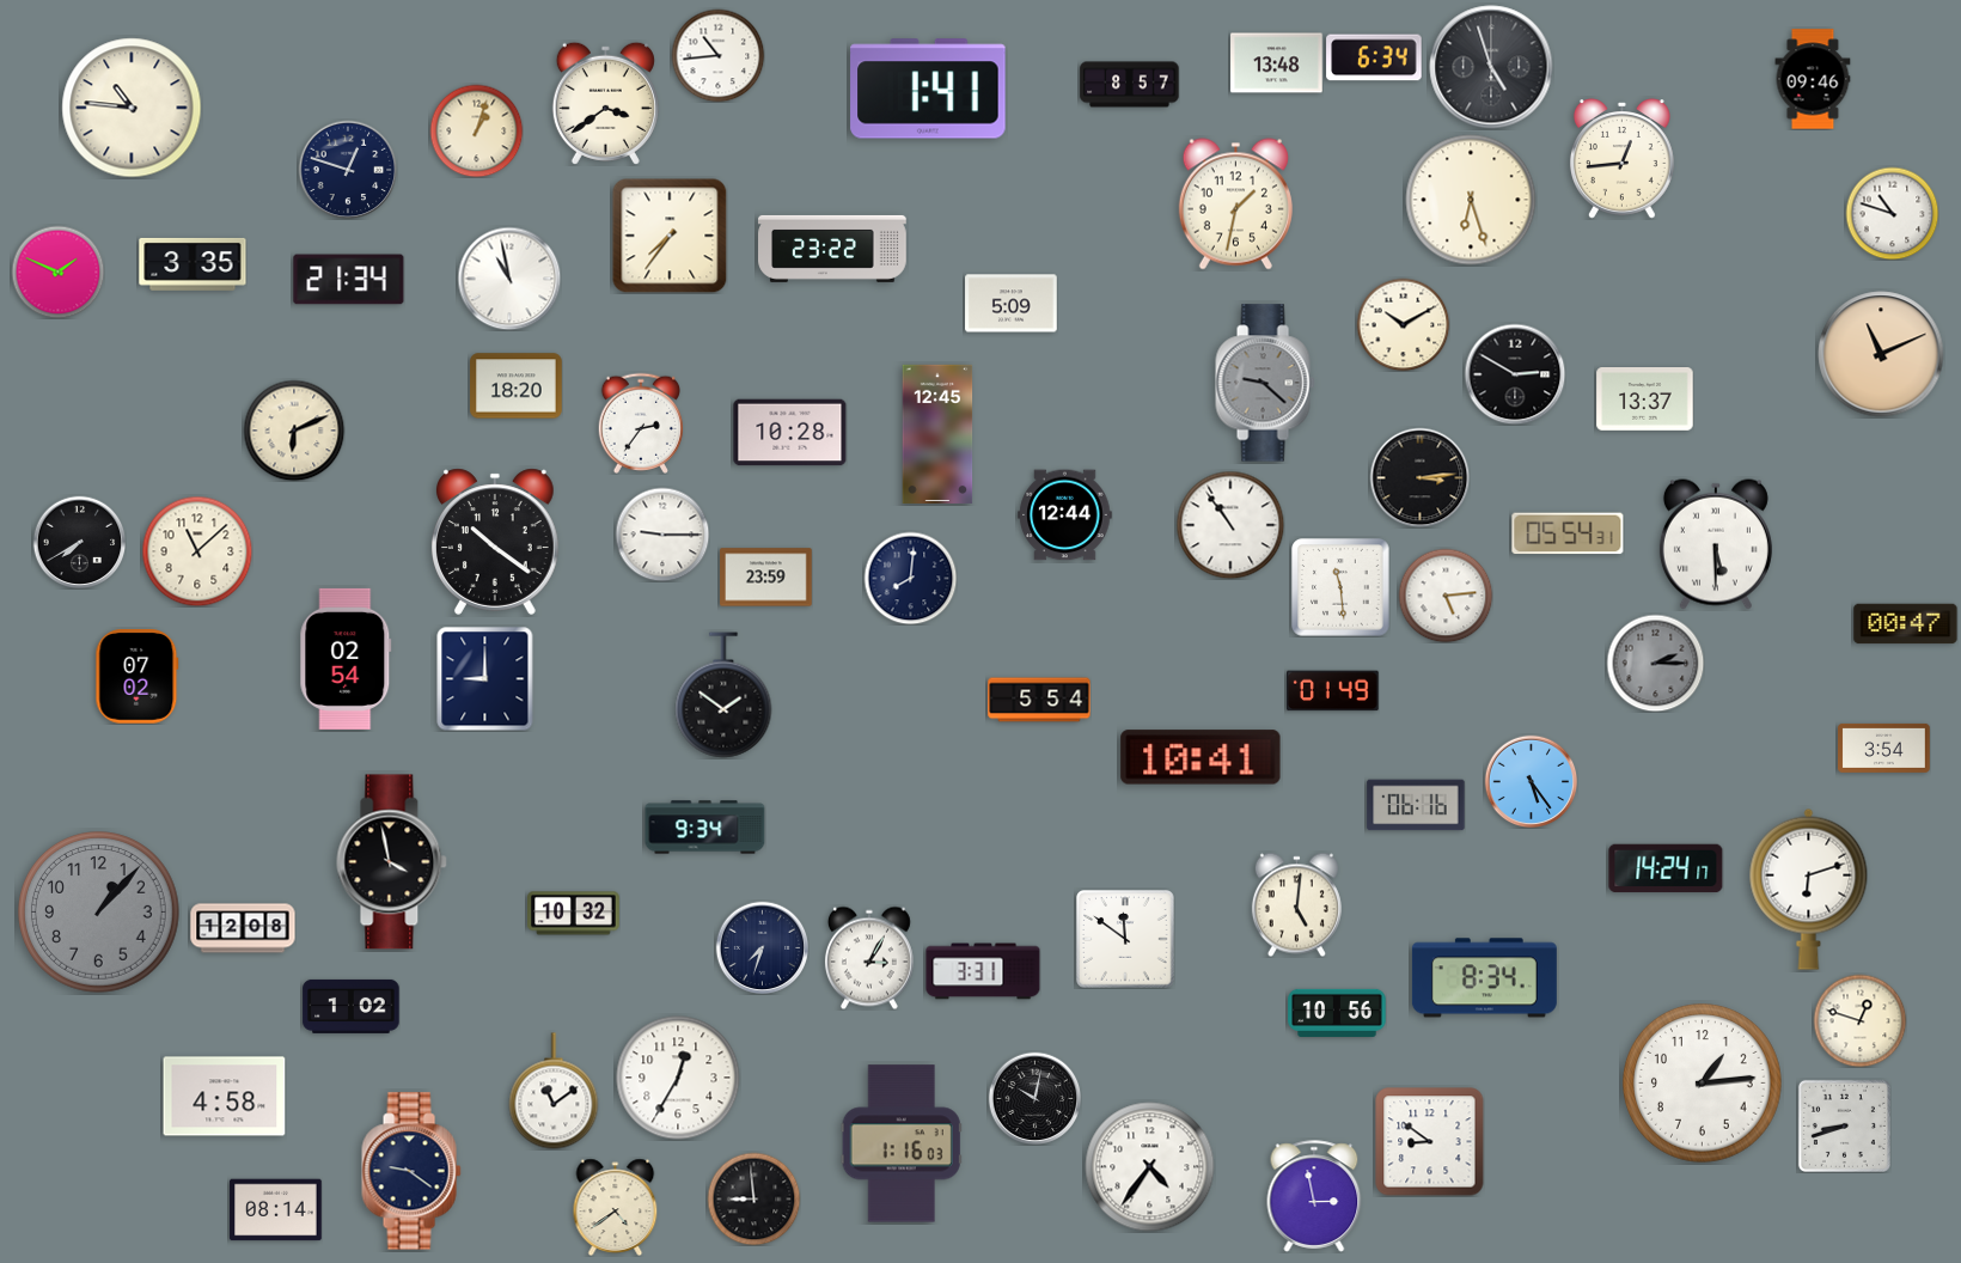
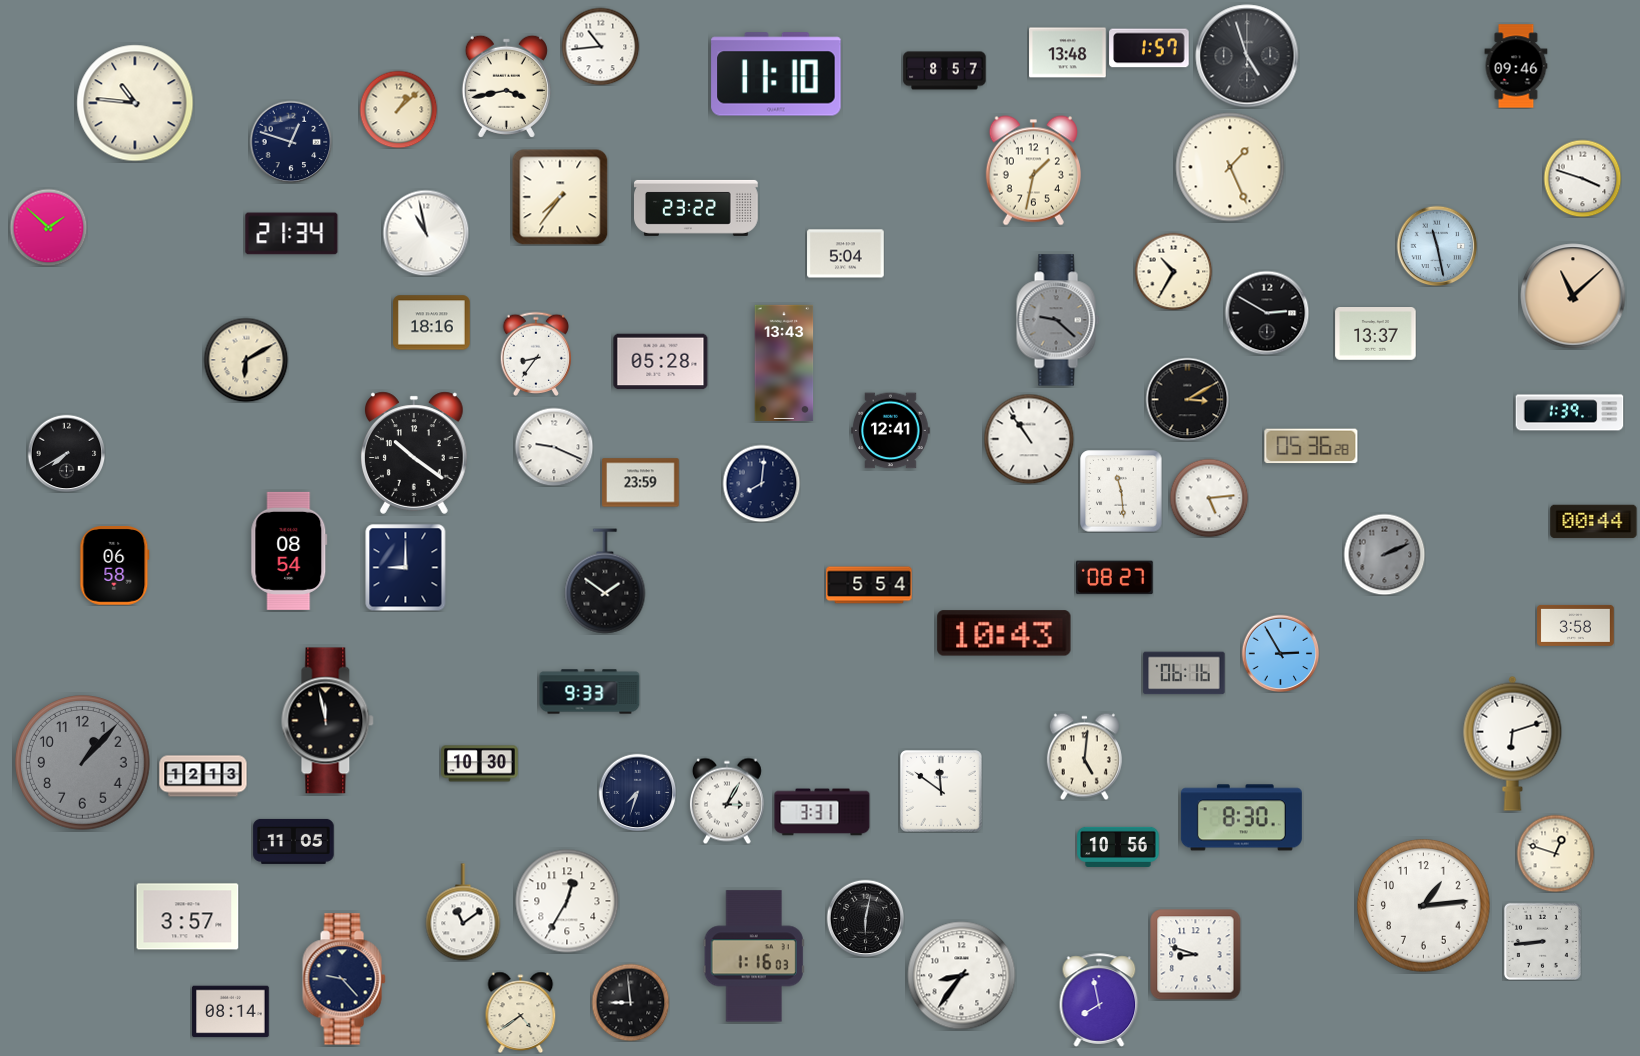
clock at (1374, 57): 6:34 -> 1:57
clock at (928, 89): 1:41 -> 11:10
clock at (605, 103): 3:39 -> 3:43
clock at (132, 108) position: (132, 108) -> (135, 103)
clock at (476, 130): 1:03 -> 1:08
clock at (1621, 159): 12:44 -> none
clock at (1471, 200): 6:27 -> 1:26
clock at (1892, 213): 10:48 -> 3:48
clock at (193, 264): 3:35 -> none
clock at (57, 271): 1:49 -> 1:52
clock at (1437, 246): none -> 11:28
clock at (1012, 304): 5:09 -> 5:04
clock at (1403, 324): 10:10 -> 10:35
clock at (1881, 354): 11:11 -> 11:08
clock at (517, 386): 18:20 -> 18:16
clock at (640, 423): 2:36 -> 8:36
clock at (294, 431): 6:11 -> 6:10
clock at (790, 433): 10:28 -> 05:28
clock at (937, 434): 12:45 -> 13:43
clock at (1419, 477): 3:14 -> 3:10
clock at (1570, 413): none -> 1:39
clock at (1065, 515): 12:44 -> 12:41
clock at (1568, 533): 05:54 -> 05:36
clock at (662, 535): 9:15 -> 9:19
clock at (1716, 544): 5:30 -> none
clock at (197, 551): 11:08 -> none
clock at (1906, 624): 00:47 -> 00:44
clock at (346, 659): 02:54 -> 08:54
clock at (1655, 663): 2:15 -> 2:11
clock at (138, 677): 07:02 -> 06:58
clock at (1333, 691): 01:49 -> 08:27
clock at (1884, 748): 3:54 -> 3:58
clock at (1201, 757): 10:41 -> 10:43
clock at (1531, 781): 5:24 -> 2:55
clock at (705, 828): 9:34 -> 9:33
clock at (392, 862): 3:58 -> 11:58
clock at (1666, 868): 14:24 -> none
clock at (574, 914): 10:32 -> 10:30
clock at (243, 928): 12:08 -> 12:13
clock at (1125, 939) position: (1125, 939) -> (941, 791)
clock at (1484, 978): 8:34 -> 8:30
clock at (352, 1006): 1:02 -> 11:05
clock at (225, 1097): 4:58 -> 3:57
clock at (1034, 1098): 10:02 -> 6:02
clock at (1844, 1125): 8:42 -> 8:44
clock at (1430, 1142): 8:51 -> 8:48
clock at (1150, 1167): 4:36 -> 8:36
clock at (411, 1171): 9:21 -> 9:23
clock at (1314, 1196): 2:58 -> 7:58
clock at (616, 1207) position: (616, 1207) -> (521, 1012)
